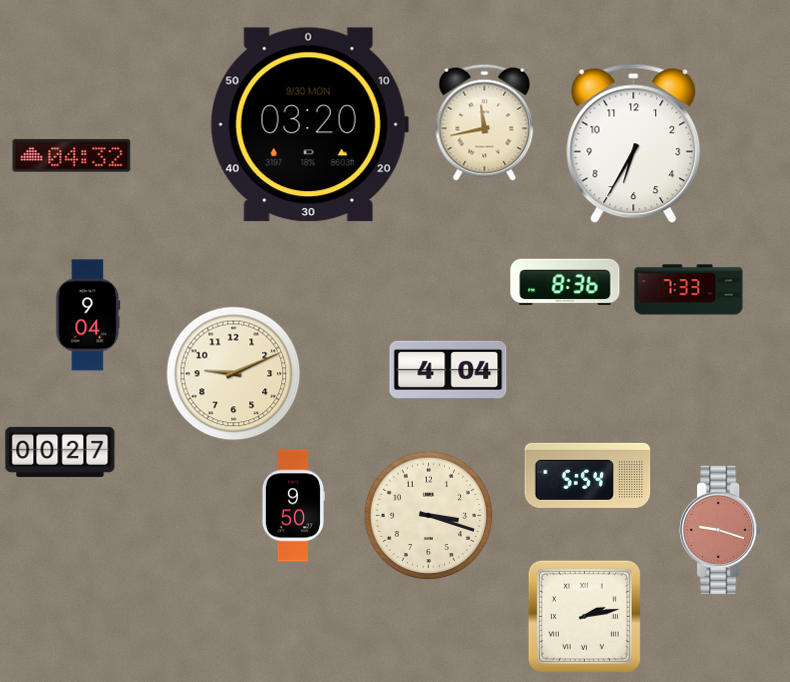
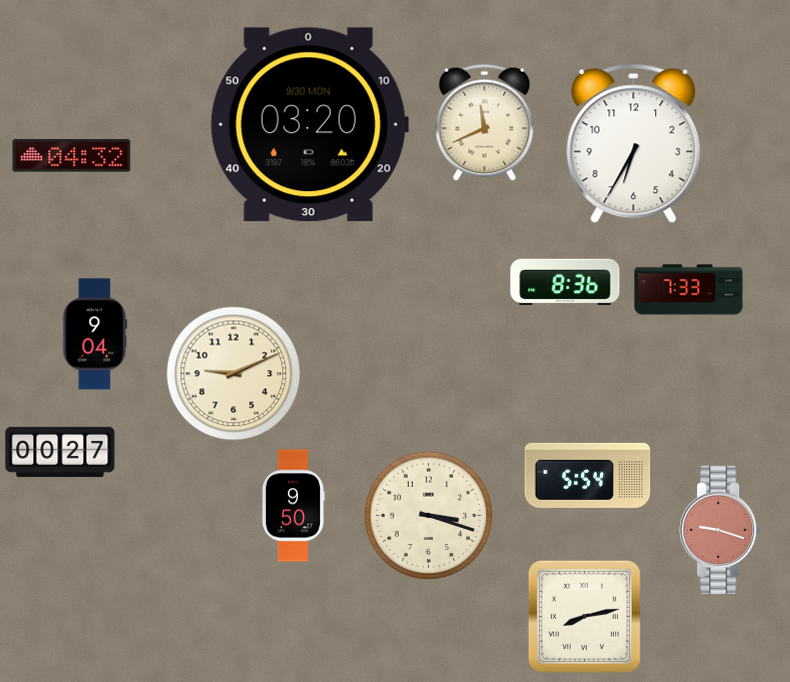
clock at (485, 122): 11:43 -> 11:41
clock at (88, 315) position: (88, 315) -> (95, 334)
clock at (448, 370): 4:04 -> none
clock at (584, 616): 2:13 -> 8:13
